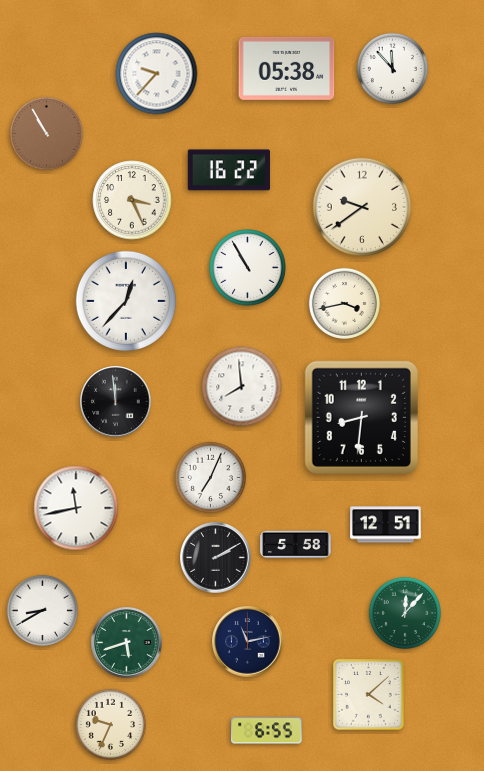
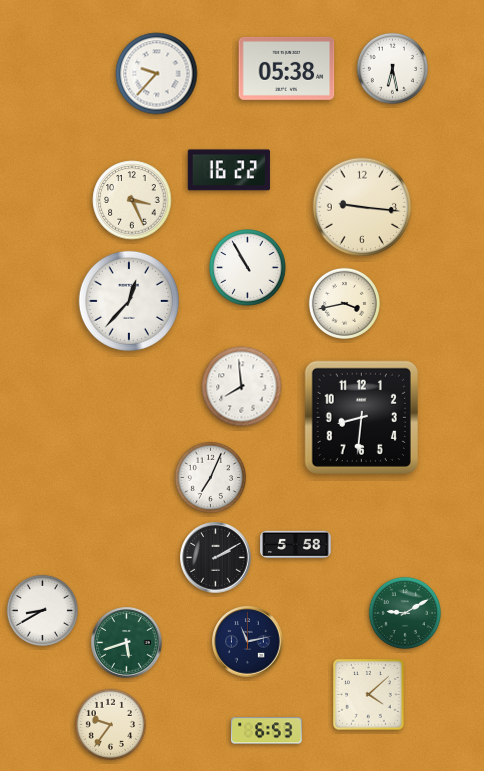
clock at (392, 68): 11:53 -> 6:28
clock at (46, 133): 10:55 -> none
clock at (361, 206): 9:39 -> 9:16
clock at (126, 301) position: (126, 301) -> (129, 301)
clock at (116, 402): 11:59 -> none
clock at (76, 508): 11:43 -> none
clock at (386, 525): 12:51 -> none
clock at (405, 613): 12:07 -> 9:10
clock at (110, 724): 9:34 -> 9:36
clock at (267, 731): 6:55 -> 6:53
